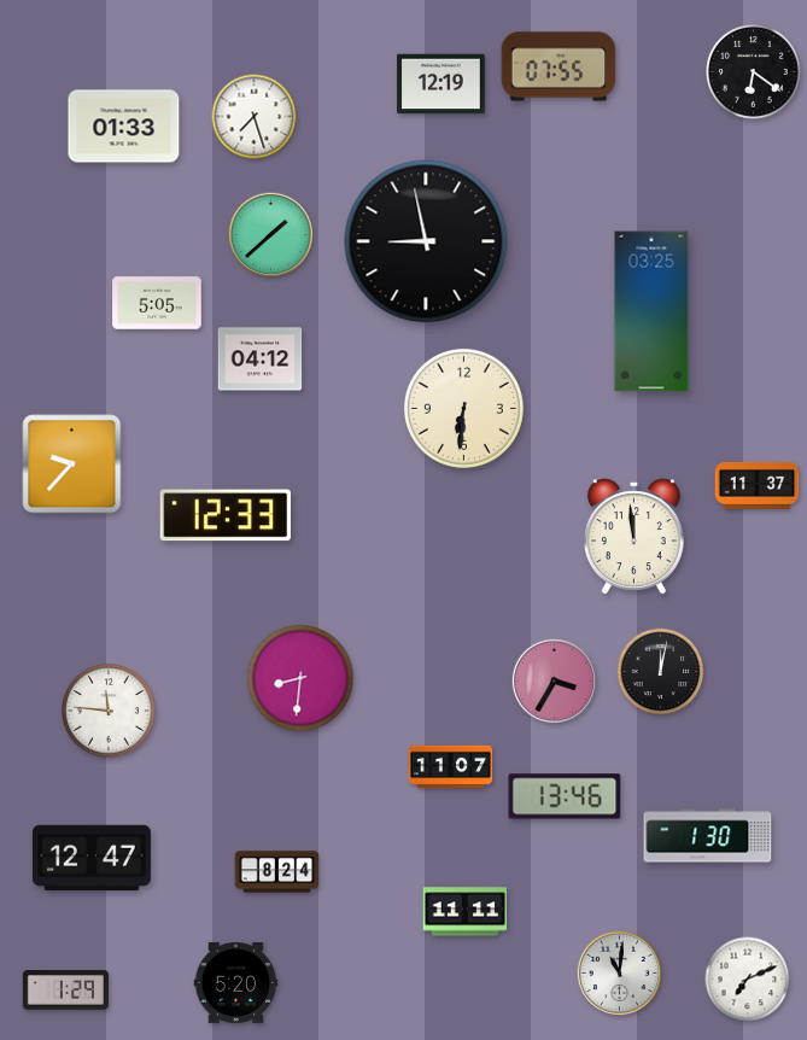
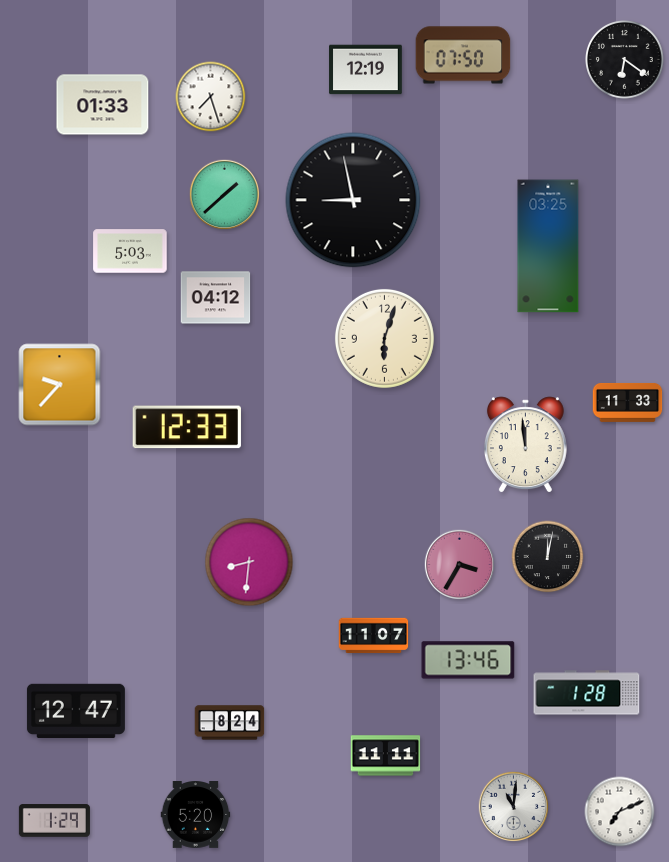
clock at (559, 66): 07:55 -> 07:50
clock at (157, 303): 5:05 -> 5:03
clock at (651, 311) position: (651, 311) -> (548, 246)
clock at (463, 408): 6:31 -> 6:03
clock at (758, 485): 11:37 -> 11:33
clock at (109, 711): 11:46 -> none
clock at (708, 836): 1:30 -> 1:28
